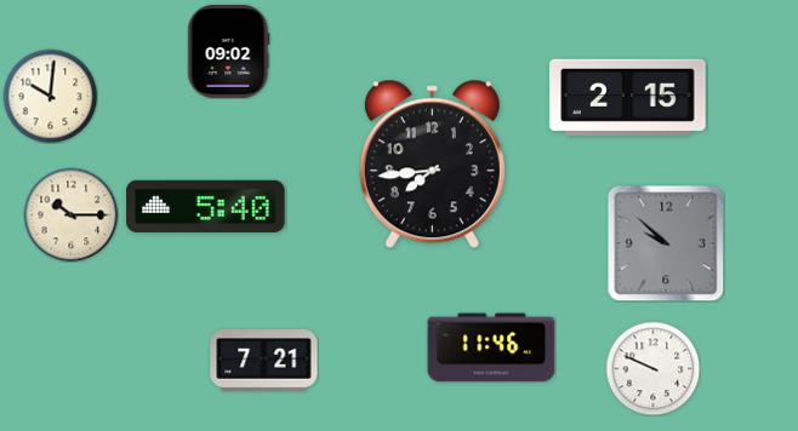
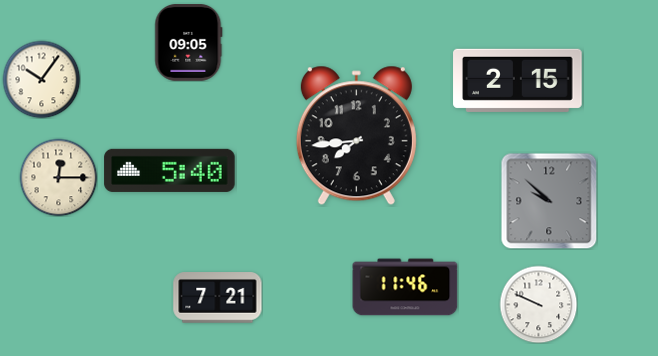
clock at (229, 52): 09:02 -> 09:05
clock at (50, 96): 10:01 -> 10:06
clock at (70, 214): 10:15 -> 12:15
